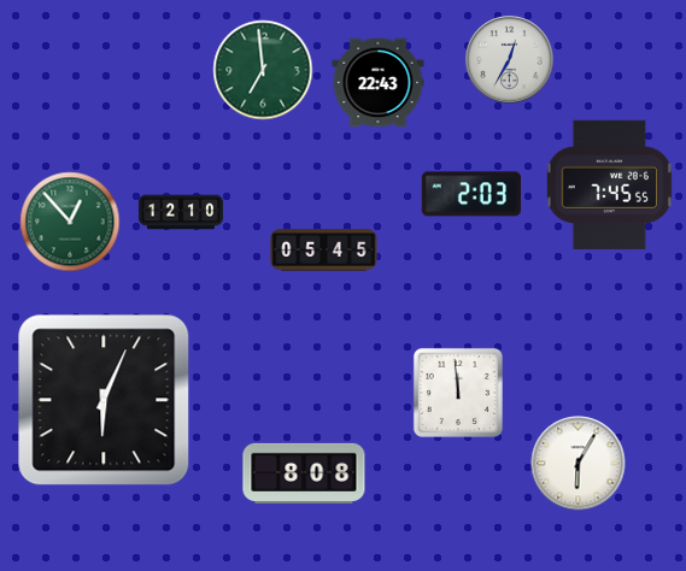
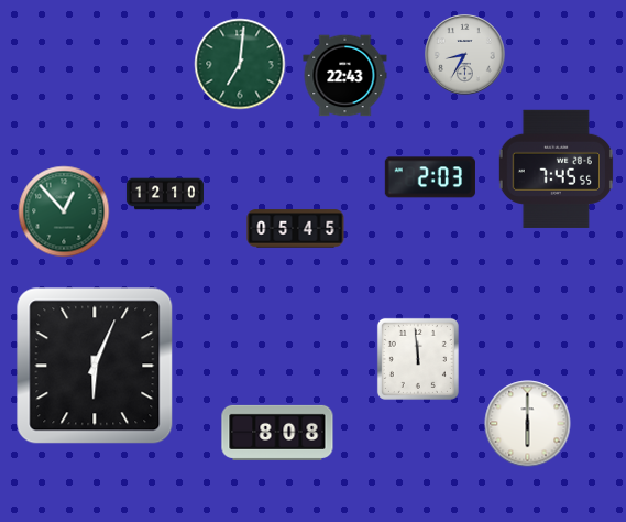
clock at (510, 60): 12:35 -> 8:35
clock at (263, 70): 6:59 -> 7:01
clock at (70, 222) position: (70, 222) -> (64, 211)
clock at (579, 464): 6:05 -> 6:00
